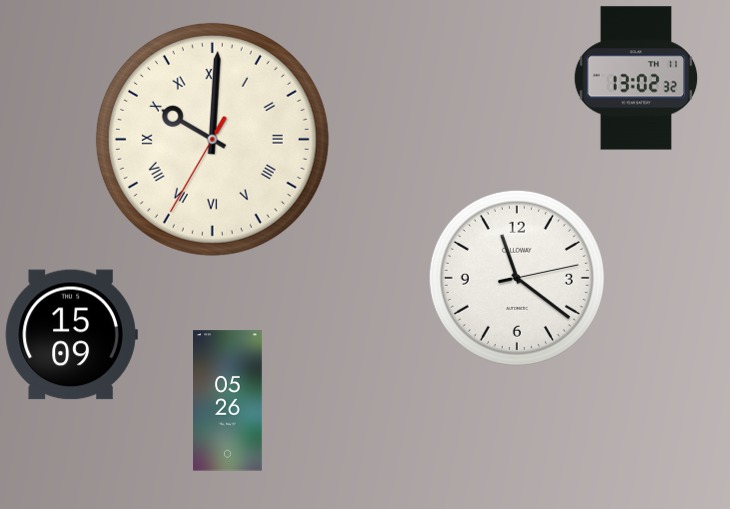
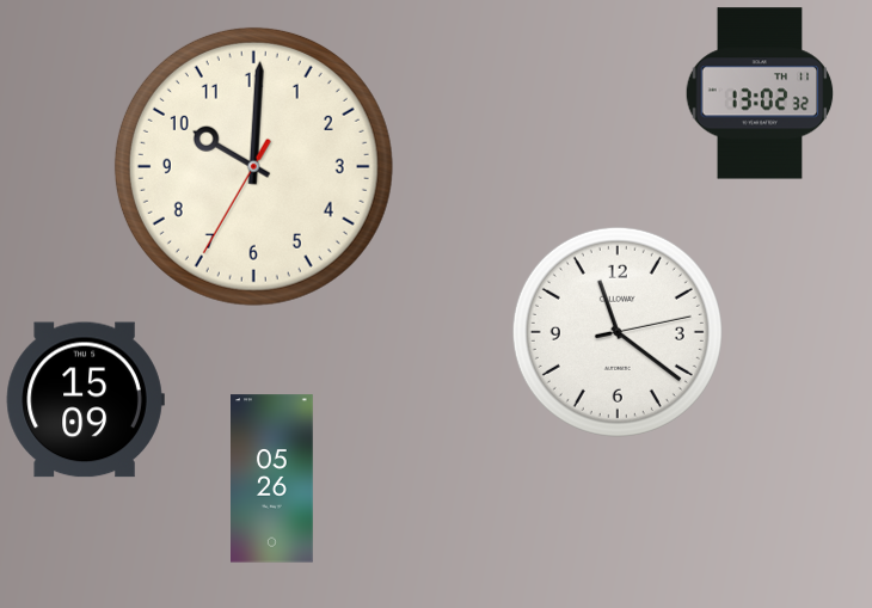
clock at (212, 139) numerals: Roman -> Arabic
